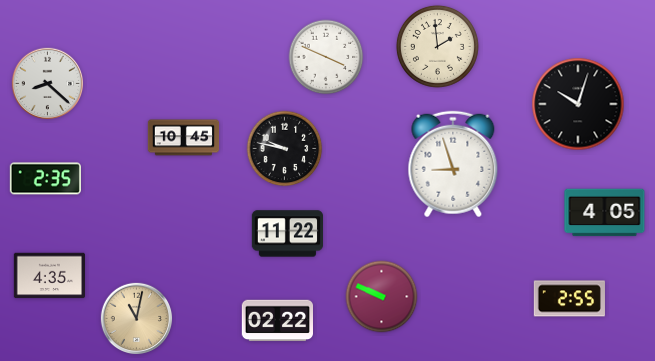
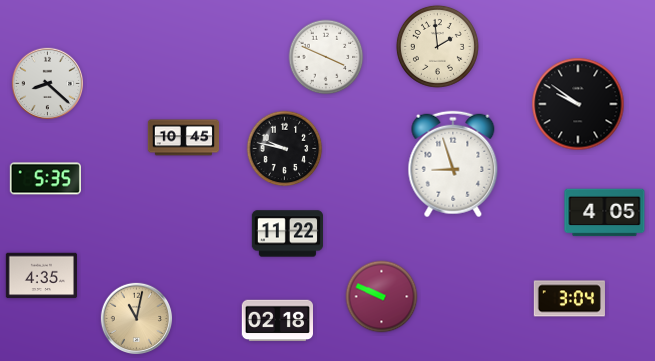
clock at (578, 104): 10:03 -> 9:51
clock at (45, 179): 2:35 -> 5:35
clock at (49, 276) position: (49, 276) -> (41, 276)
clock at (569, 299): 2:55 -> 3:04
clock at (277, 321): 02:22 -> 02:18
